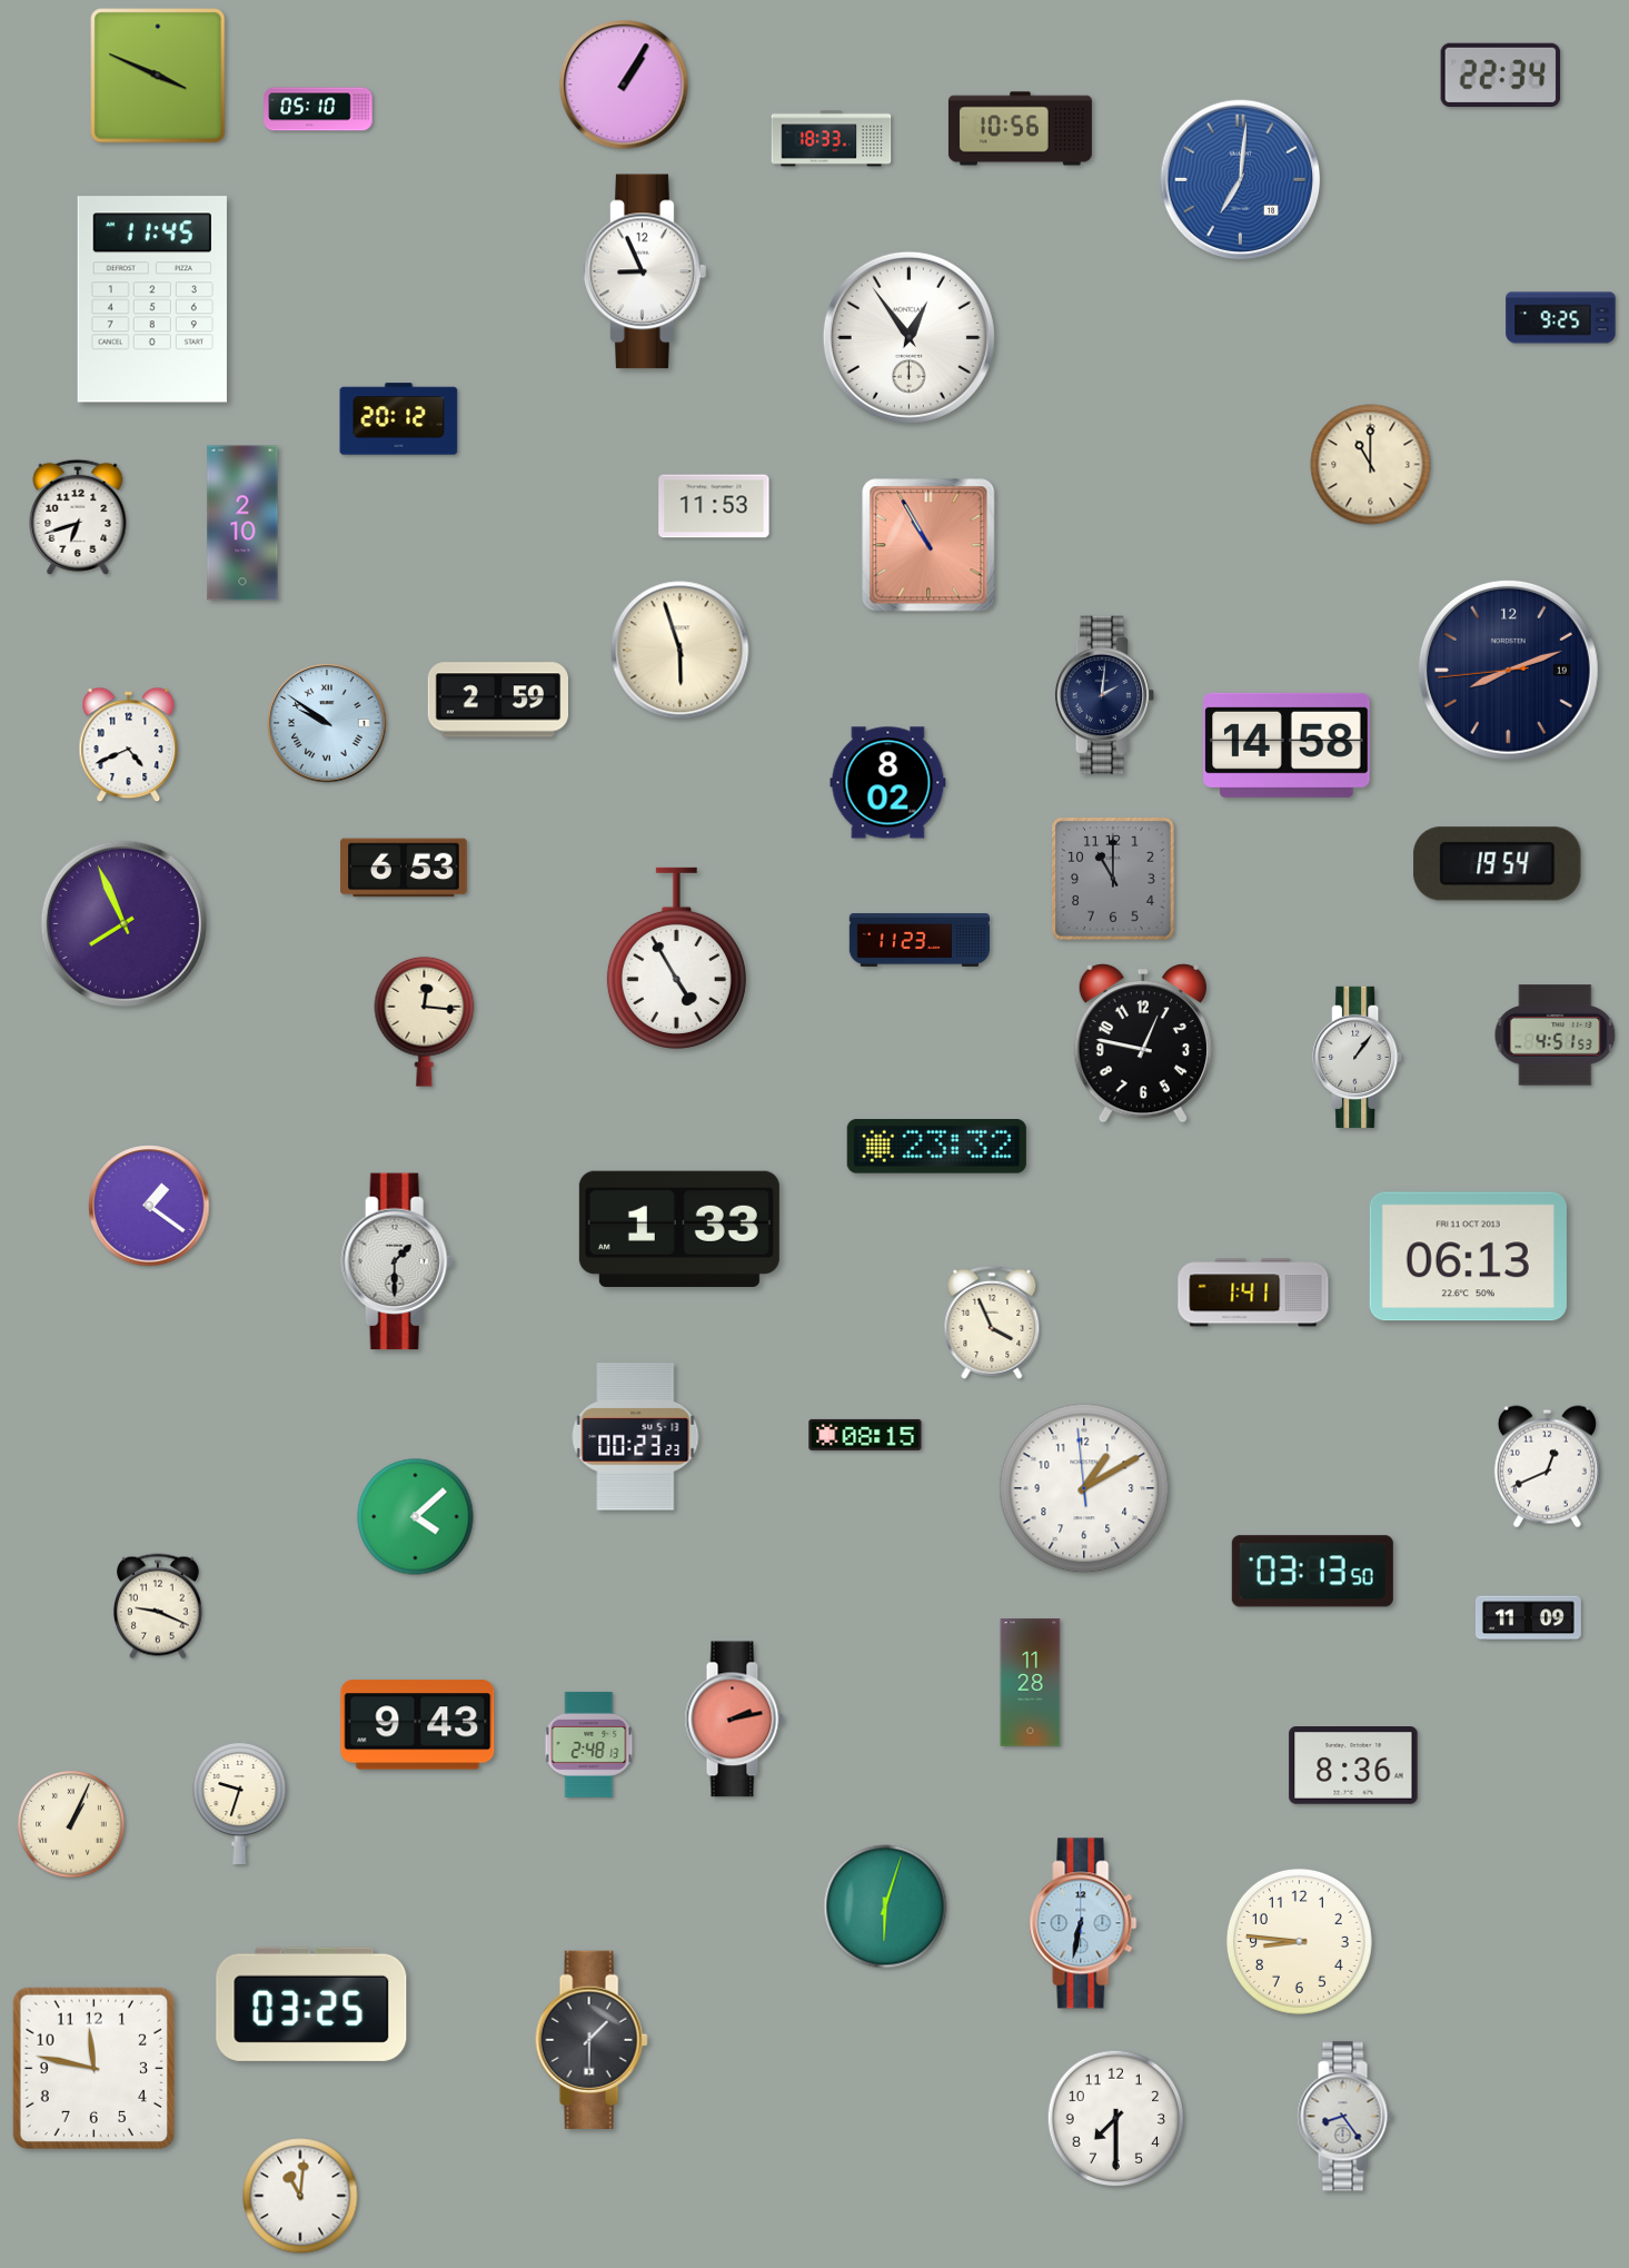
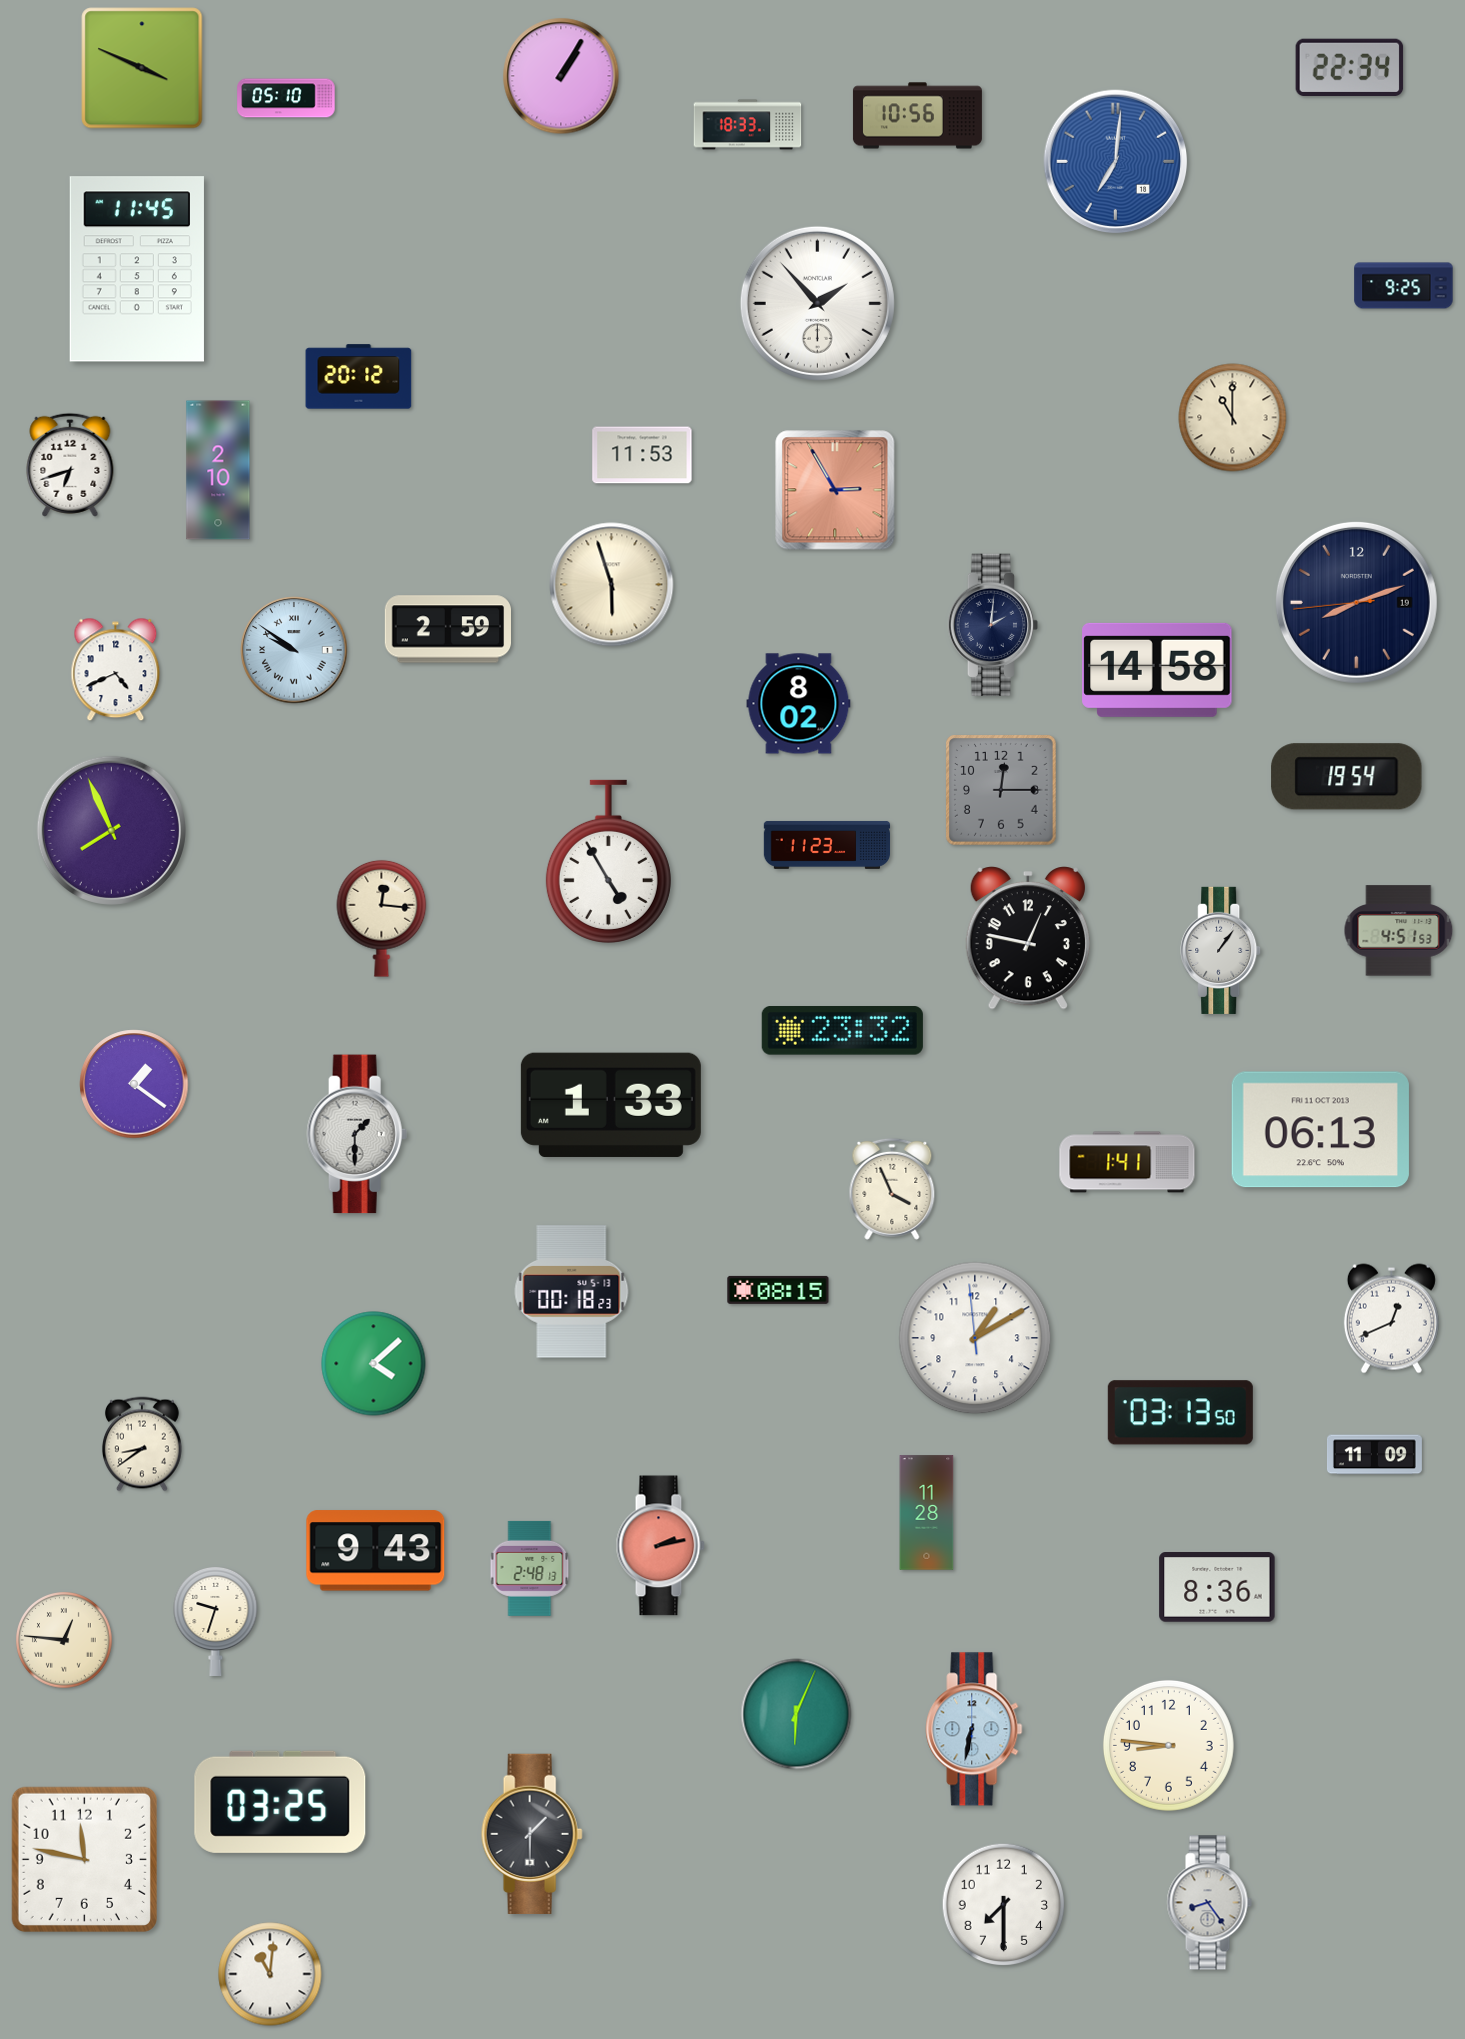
clock at (645, 271): 8:56 -> none
clock at (908, 337): 12:54 -> 1:53
clock at (928, 545): 10:55 -> 2:55
clock at (404, 868): 6:53 -> none
clock at (1114, 880): 11:00 -> 12:15
clock at (636, 1437): 00:23 -> 00:18
clock at (158, 1606): 9:19 -> 8:39
clock at (71, 1824): 1:04 -> 12:46
clock at (885, 1906): 6:03 -> 6:04
